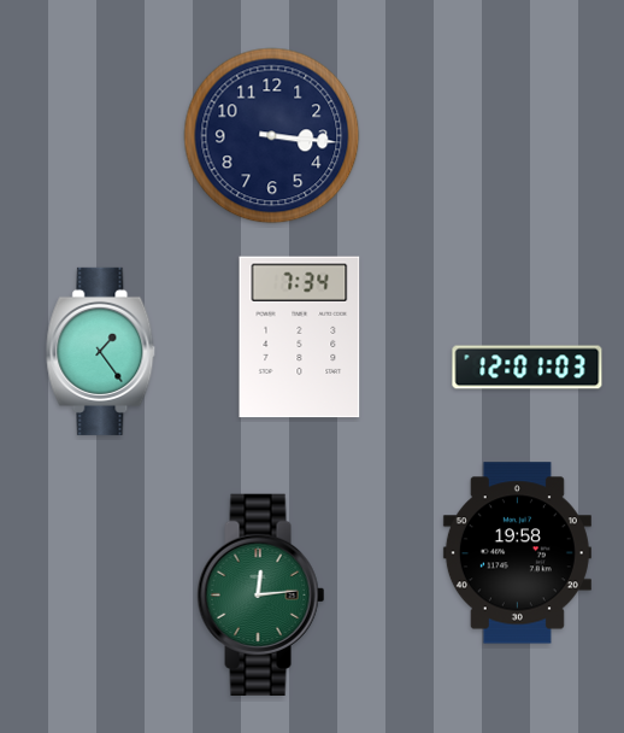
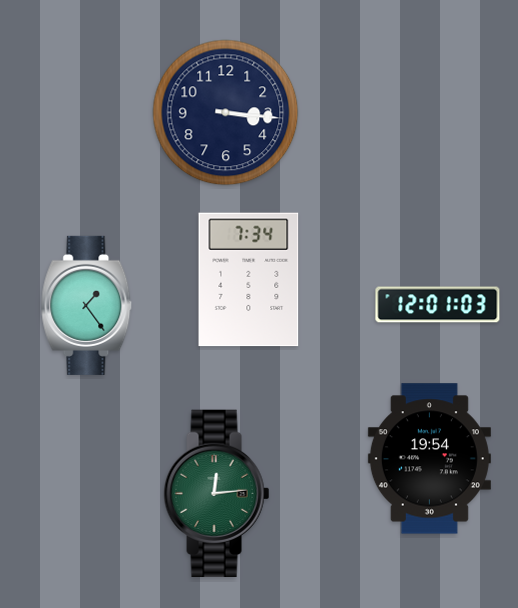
clock at (101, 351) position: (101, 351) -> (87, 305)
clock at (517, 553): 19:58 -> 19:54
